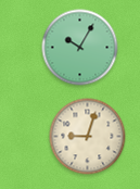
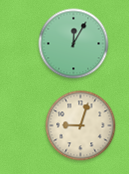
clock at (80, 48): 10:05 -> 12:05
